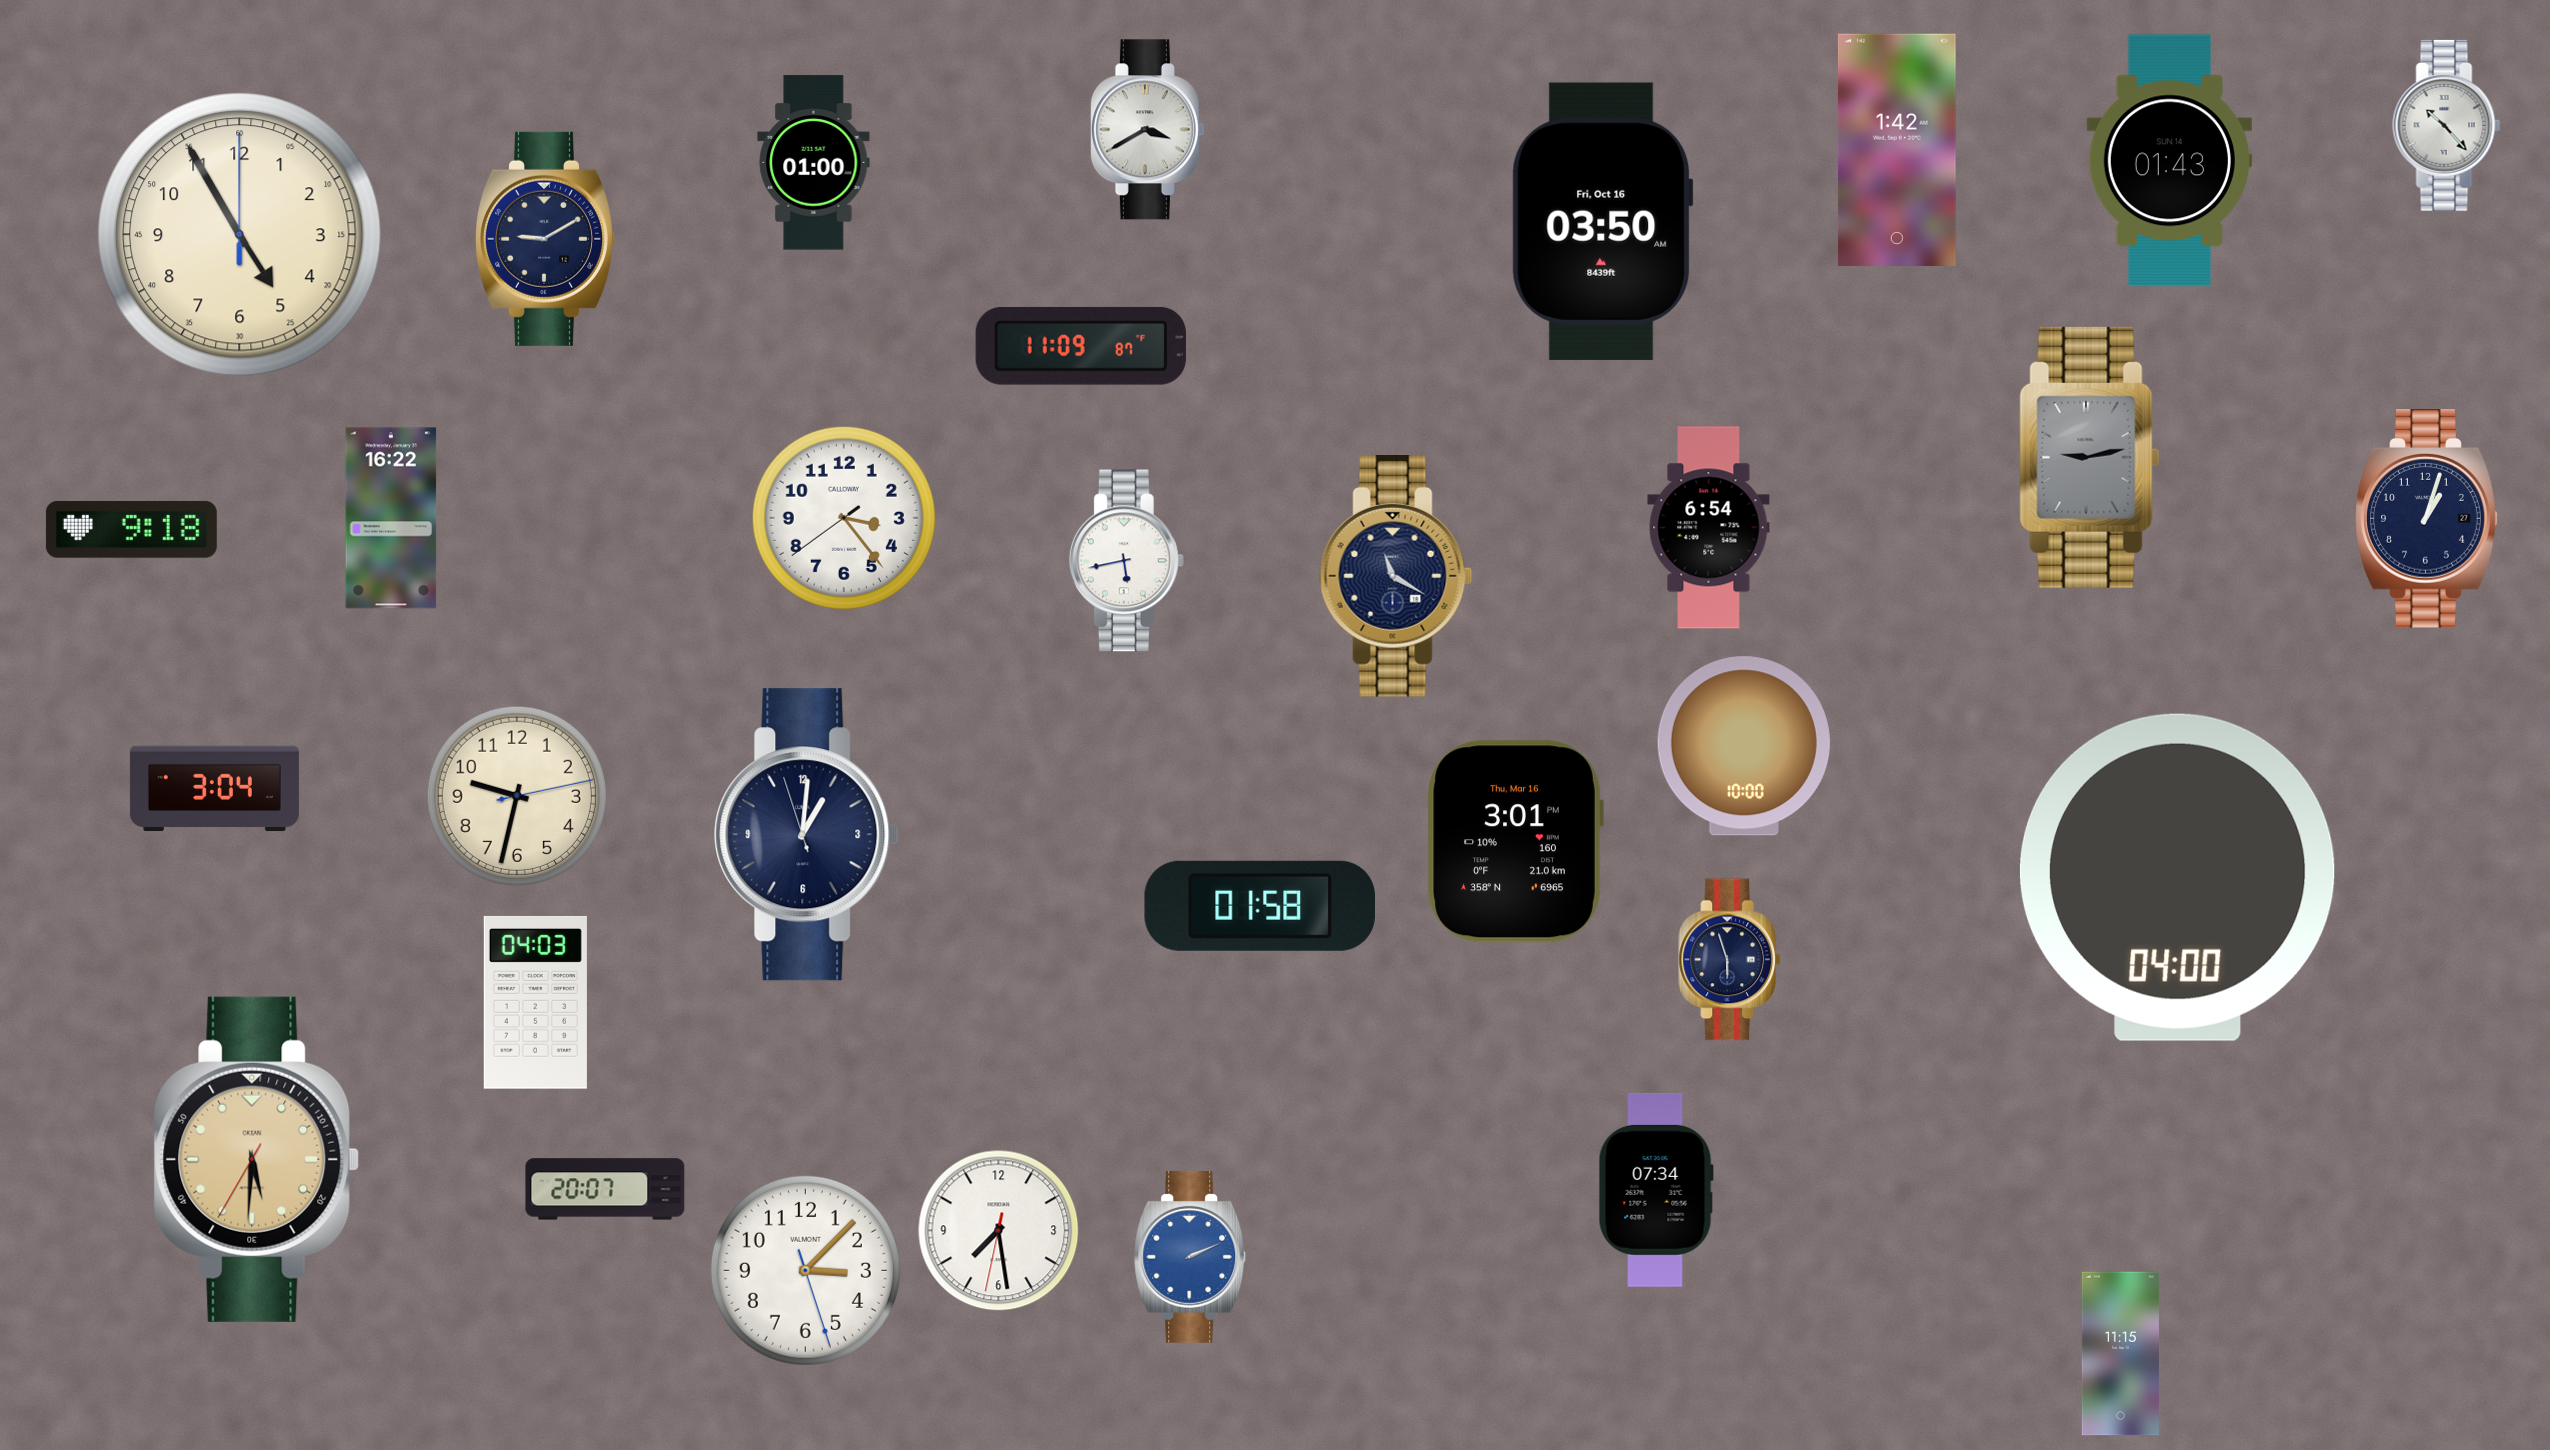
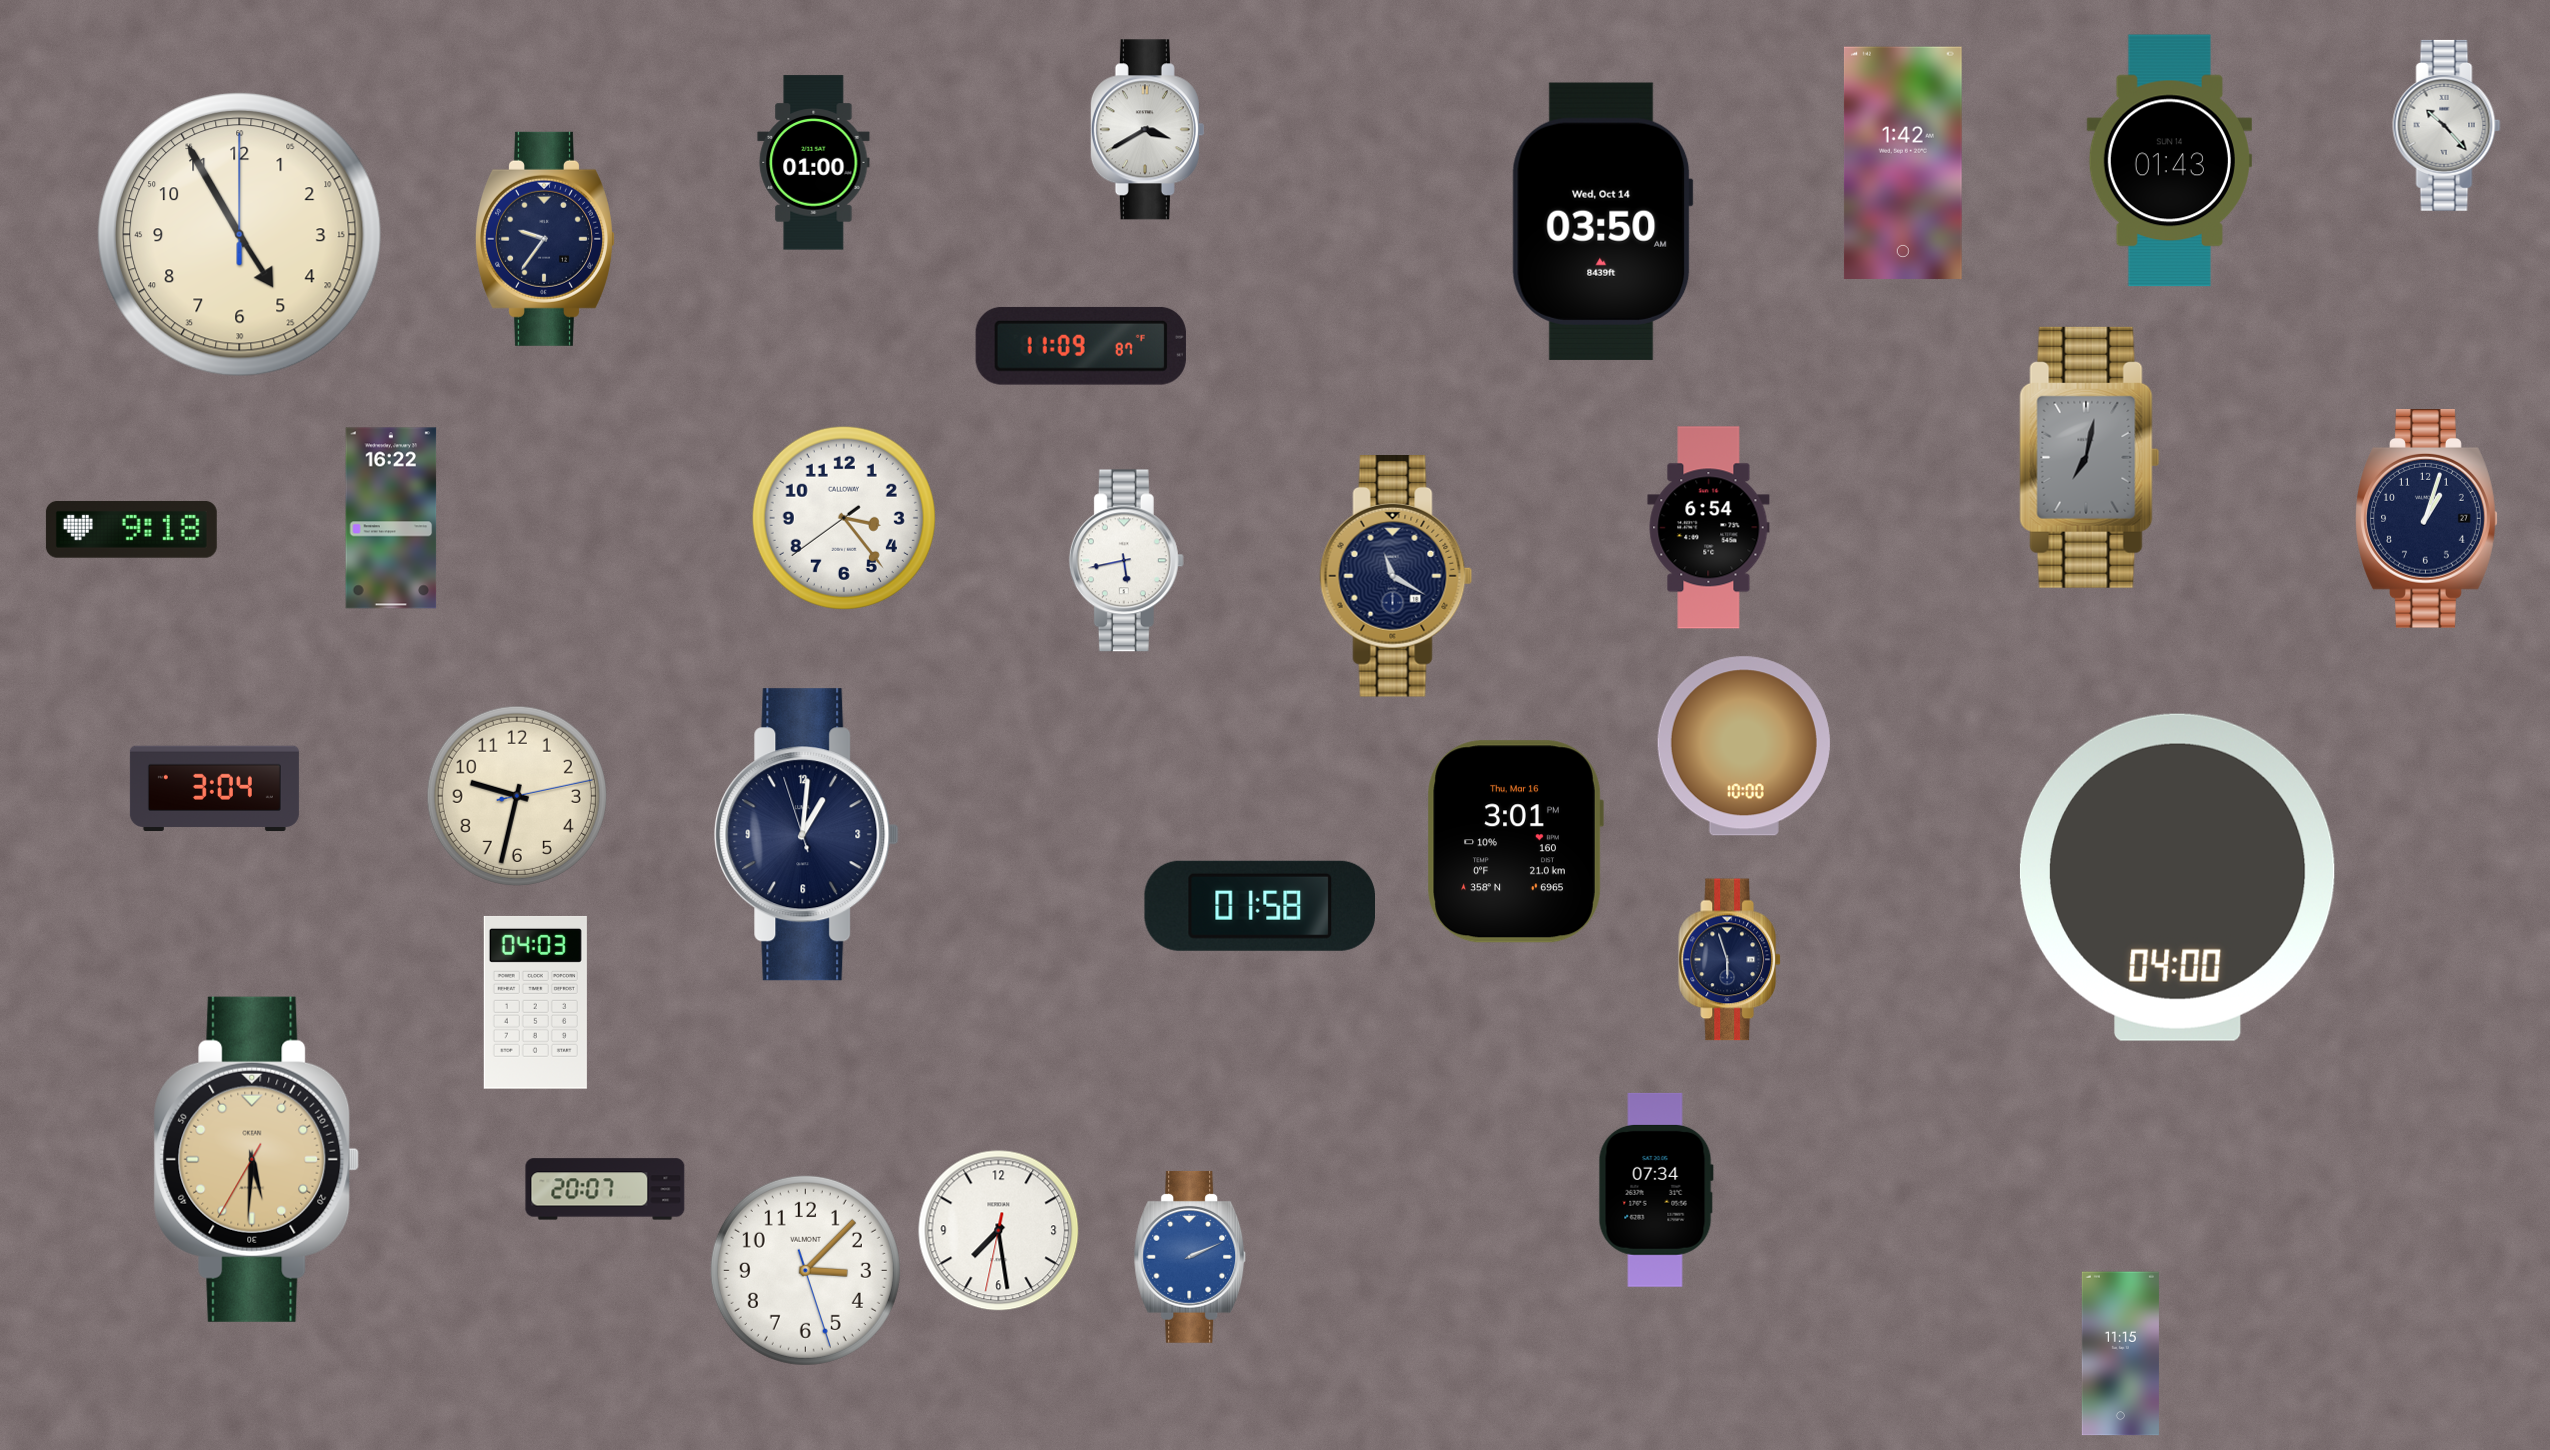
clock at (1897, 149) position: (1897, 149) -> (1903, 162)
clock at (1602, 221) date: Fri, Oct 16 -> Wed, Oct 14
clock at (545, 239): 9:10 -> 9:36
clock at (2090, 457): 9:13 -> 7:02
